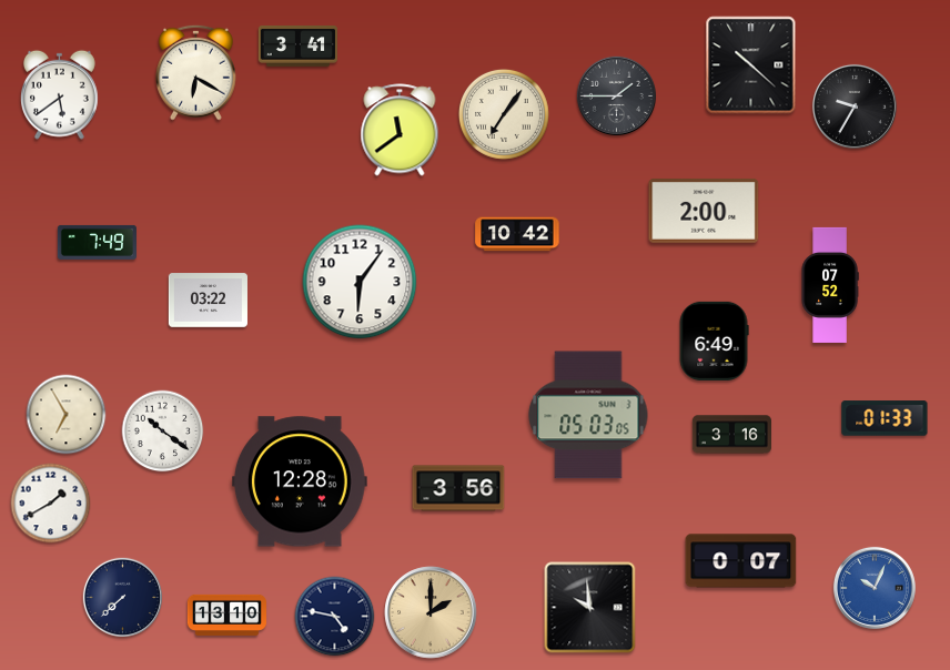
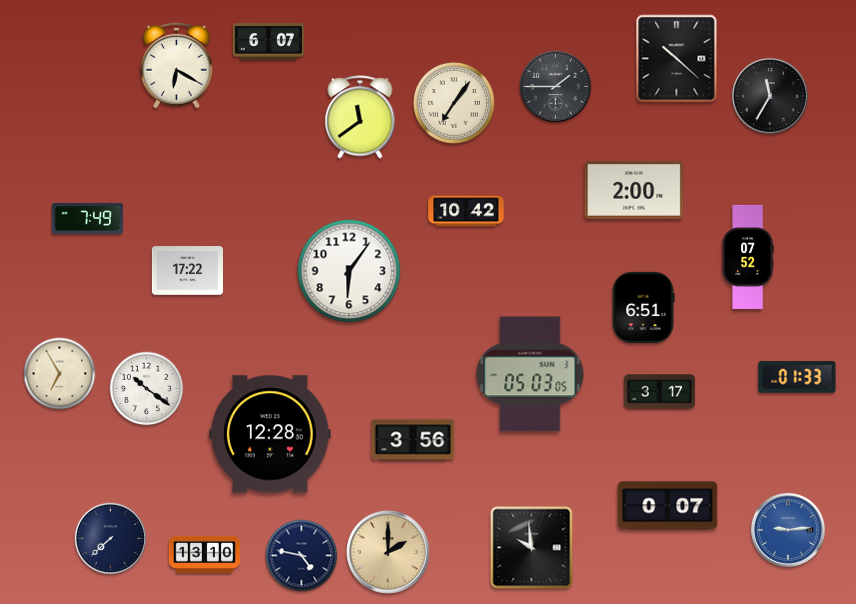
clock at (297, 47): 3:41 -> 6:07
clock at (59, 94): 5:39 -> none
clock at (855, 106): 9:35 -> 11:35
clock at (360, 282) position: (360, 282) -> (349, 271)
clock at (208, 301): 03:22 -> 17:22
clock at (714, 341): 6:49 -> 6:51
clock at (731, 435): 3:16 -> 3:17
clock at (51, 504): 1:40 -> none
clock at (875, 588): 10:04 -> 9:14
